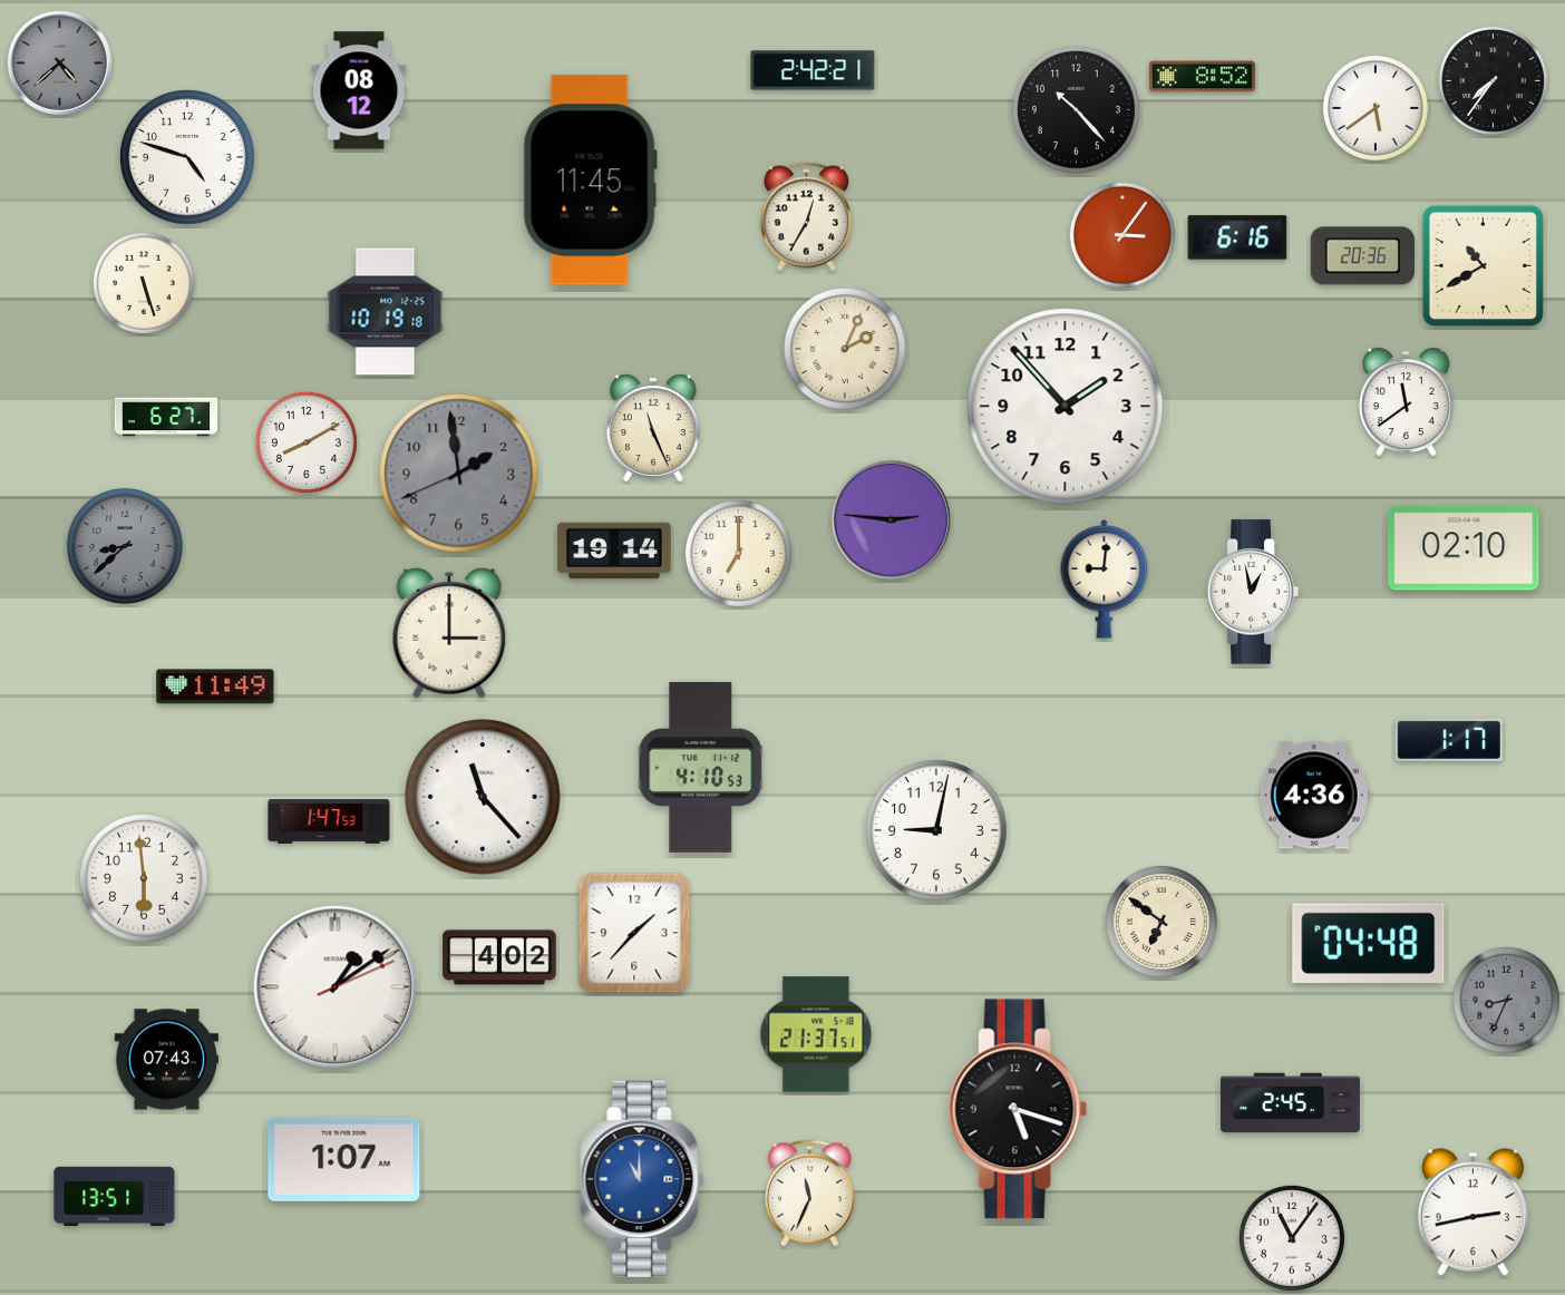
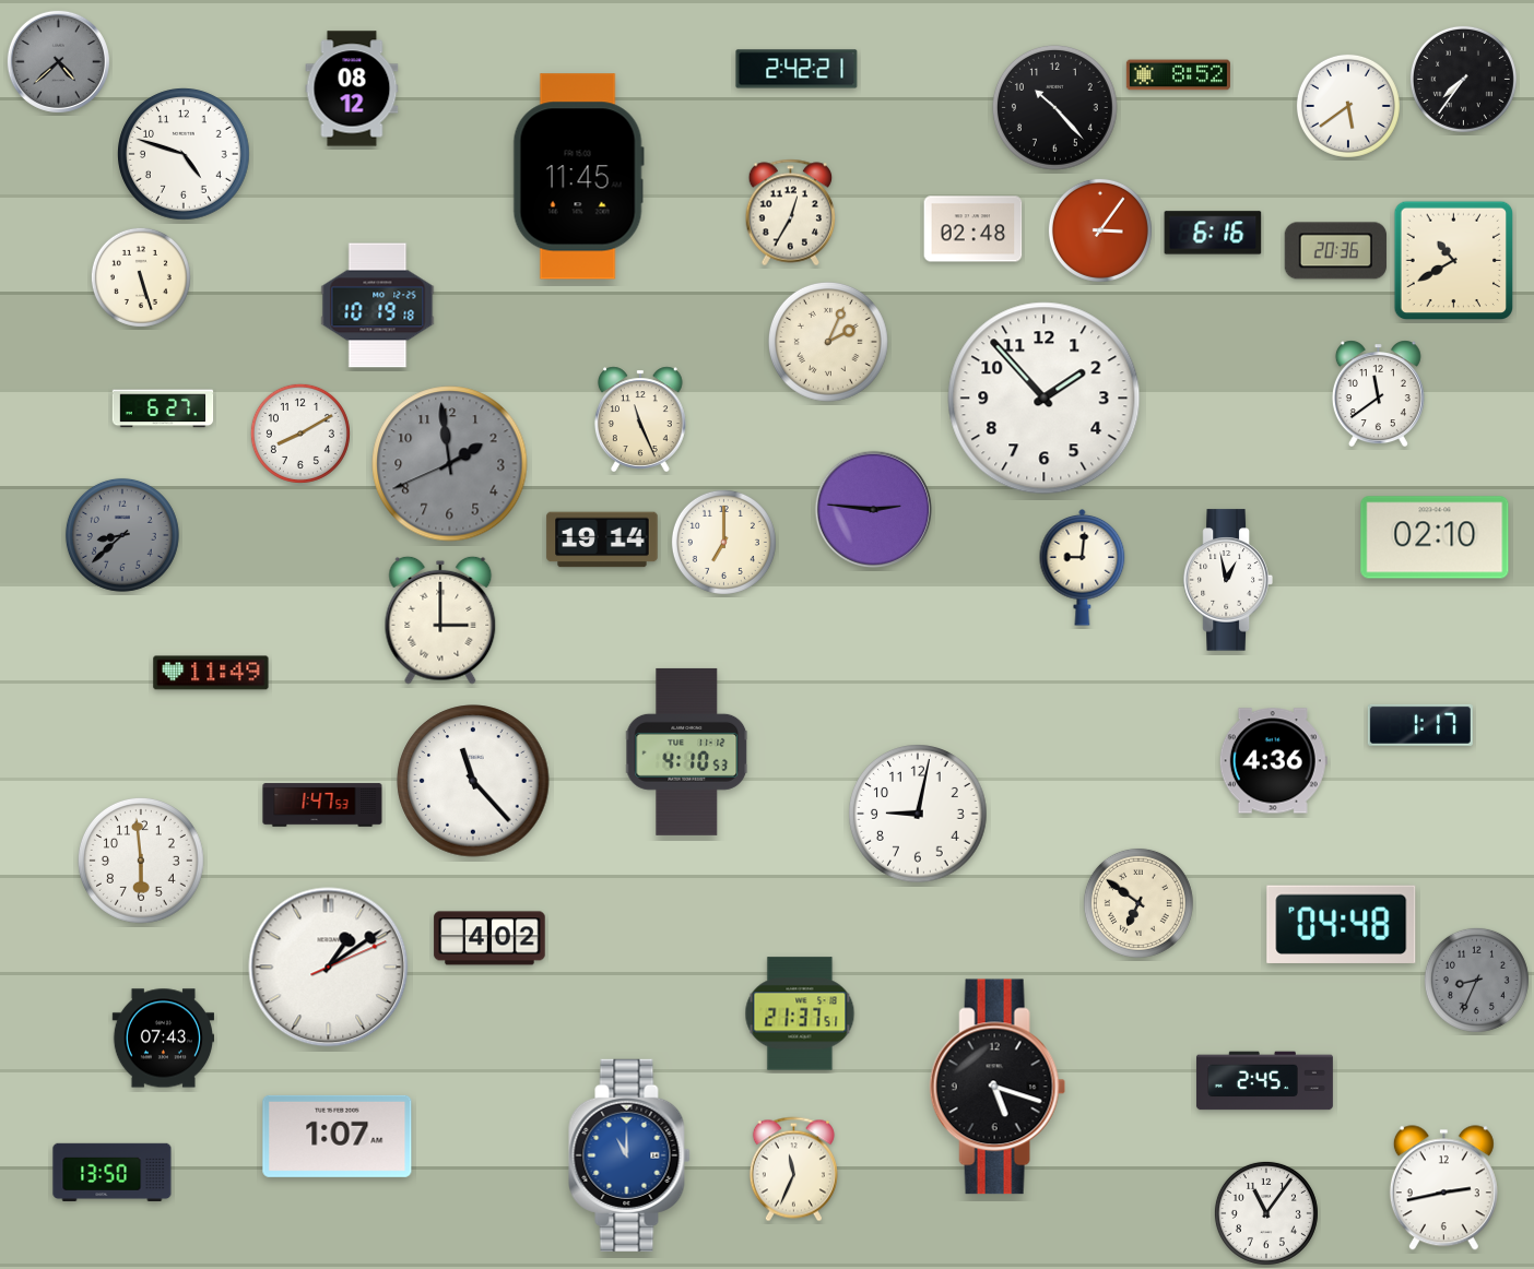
clock at (973, 229): none -> 02:48
clock at (1314, 796) position: (1314, 796) -> (1273, 761)
clock at (634, 933): 1:37 -> none
clock at (115, 1196): 13:51 -> 13:50
